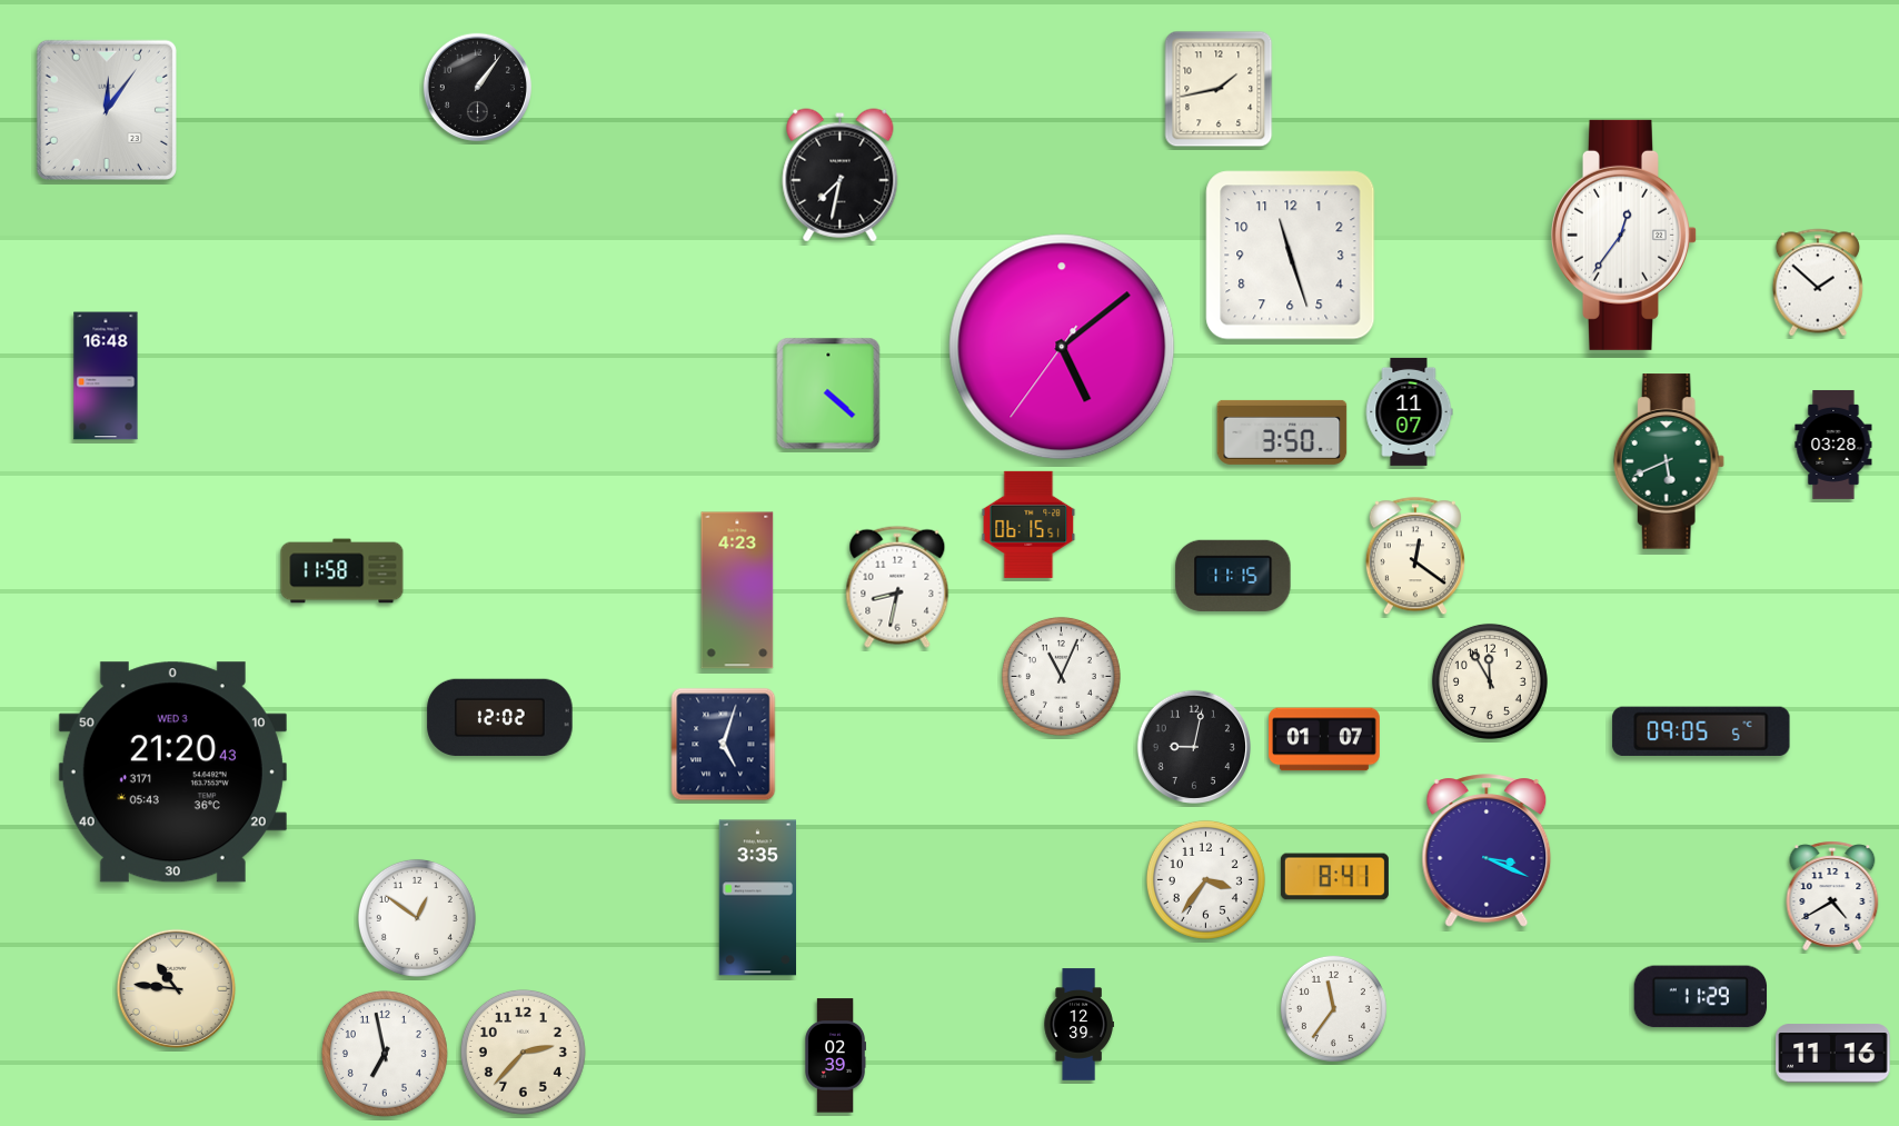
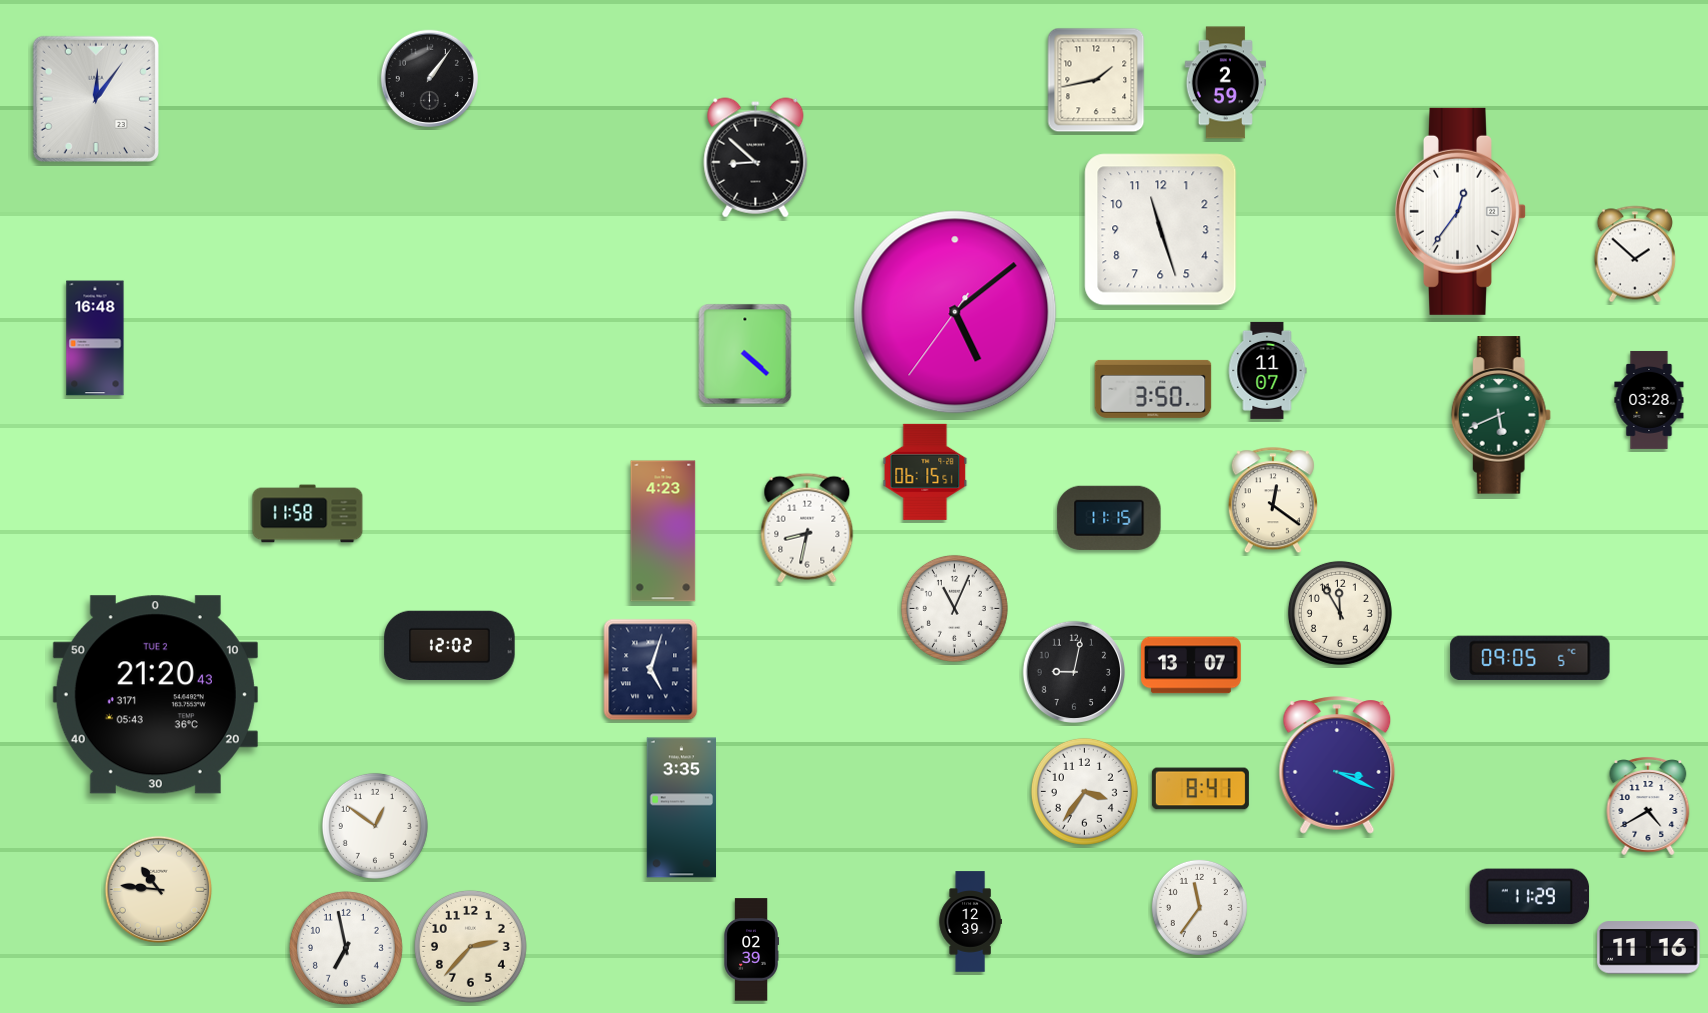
clock at (1225, 83): none -> 2:59
clock at (841, 176): 7:32 -> 8:52
clock at (1325, 739): 01:07 -> 13:07
clock at (172, 773) date: WED 3 -> TUE 2
